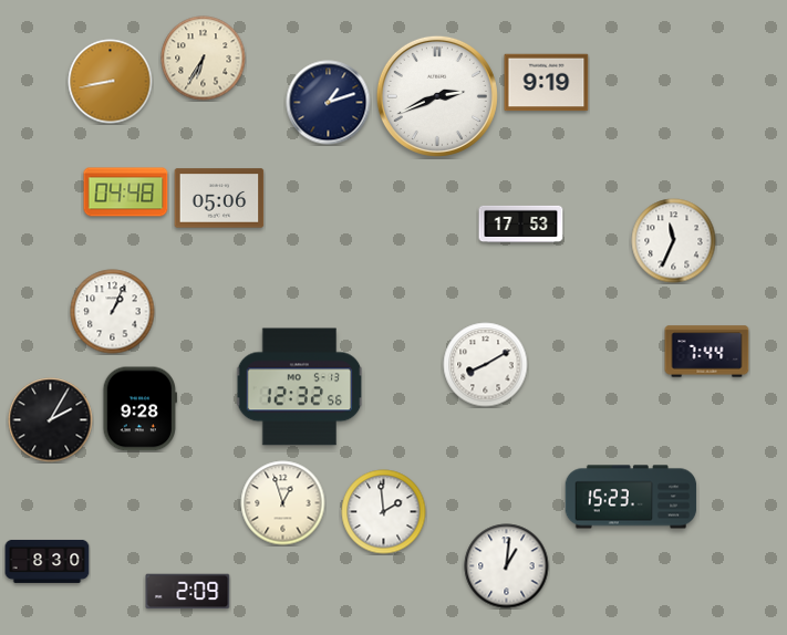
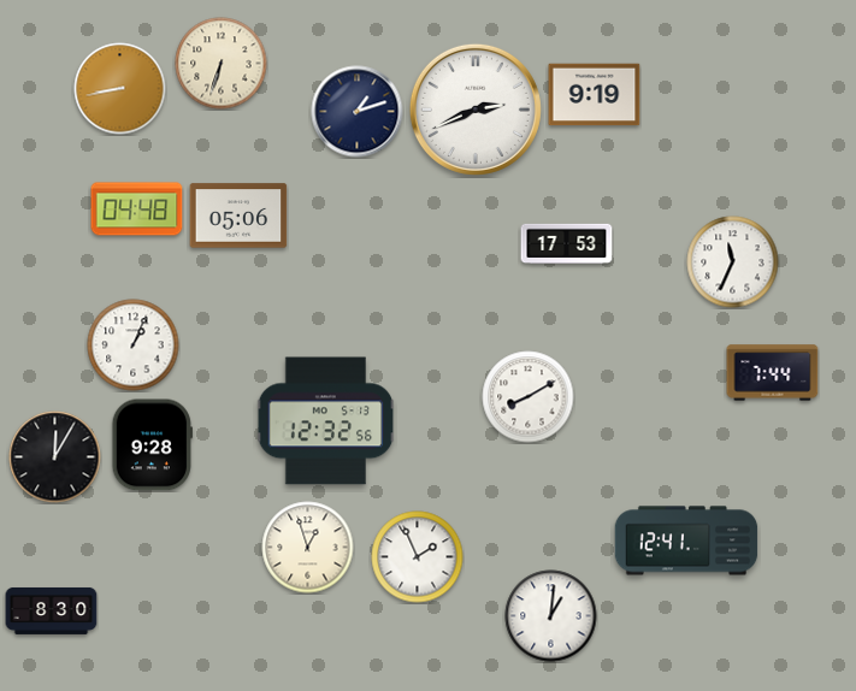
clock at (204, 59): 6:35 -> 6:33
clock at (547, 83) position: (547, 83) -> (595, 95)
clock at (437, 96) position: (437, 96) -> (476, 110)
clock at (113, 312) position: (113, 312) -> (134, 345)
clock at (707, 352) position: (707, 352) -> (773, 373)
clock at (51, 420): 2:05 -> 12:05
clock at (631, 497): 15:23 -> 12:41
clock at (384, 512): 1:59 -> 1:56
clock at (188, 592): 2:09 -> none
